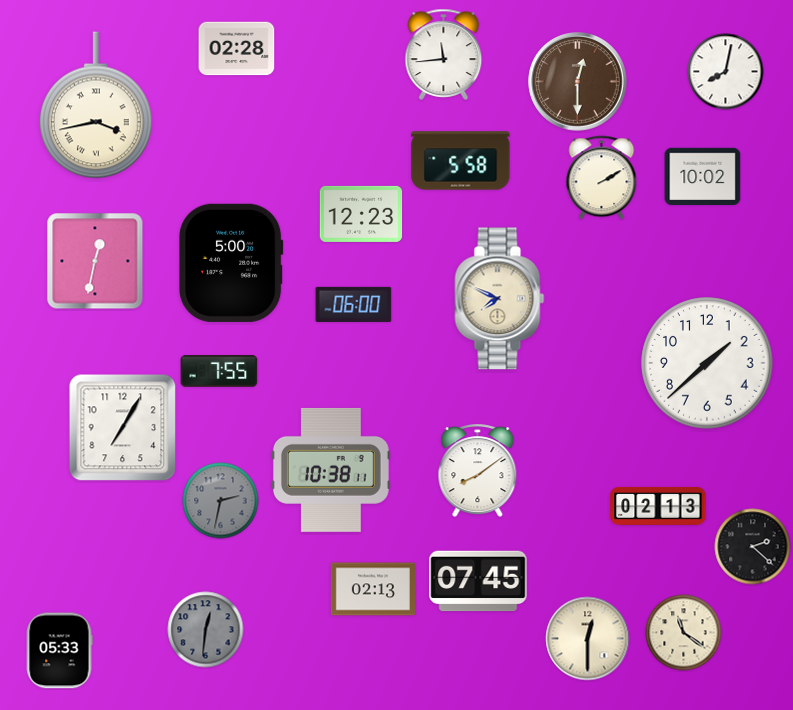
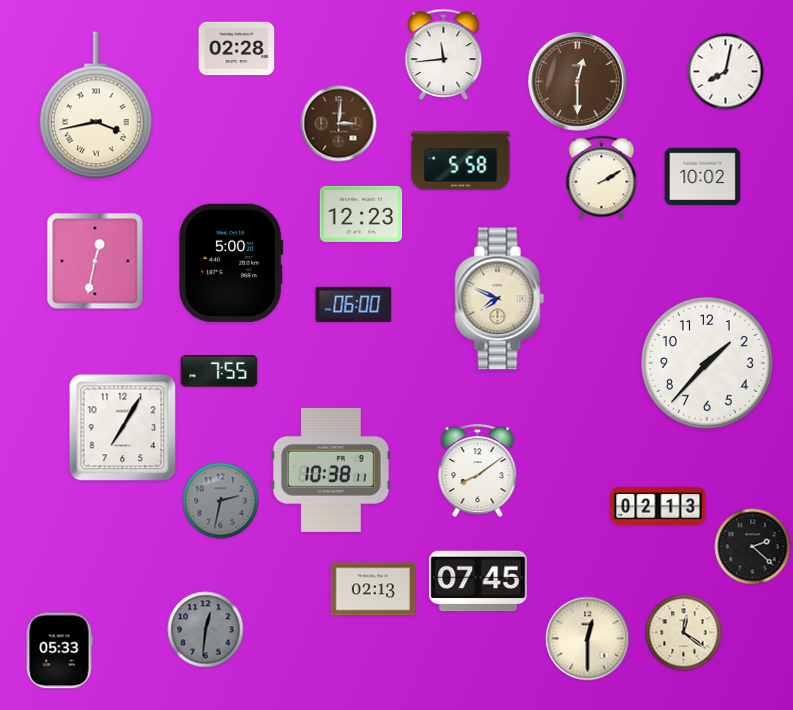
clock at (339, 124): none -> 3:01
clock at (707, 363): 1:38 -> 1:37
clock at (684, 633): 11:21 -> 12:21
